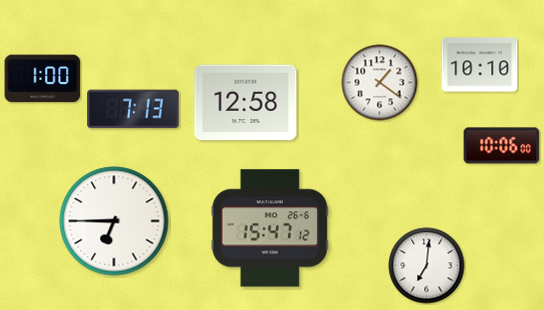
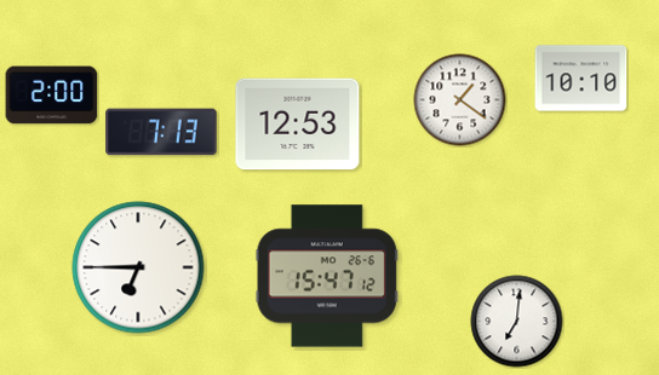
clock at (43, 79): 1:00 -> 2:00
clock at (246, 103): 12:58 -> 12:53
clock at (502, 146): 10:06 -> none
